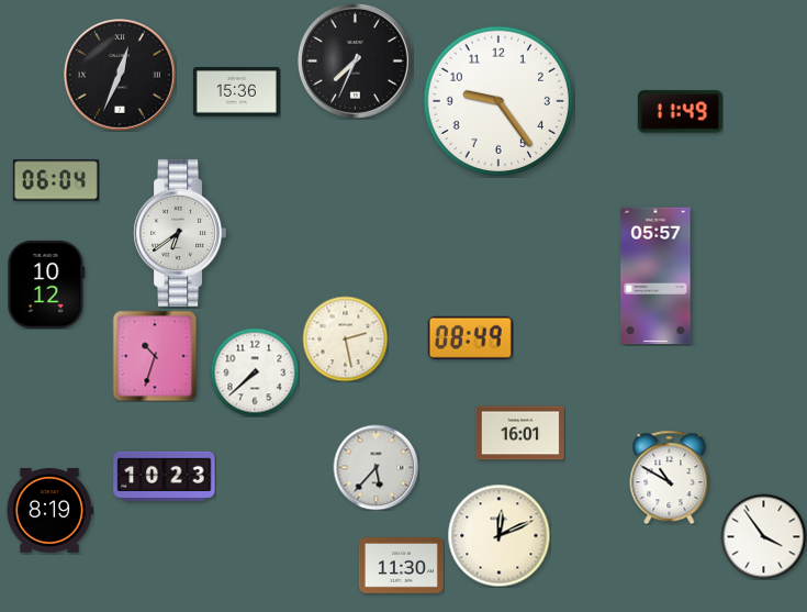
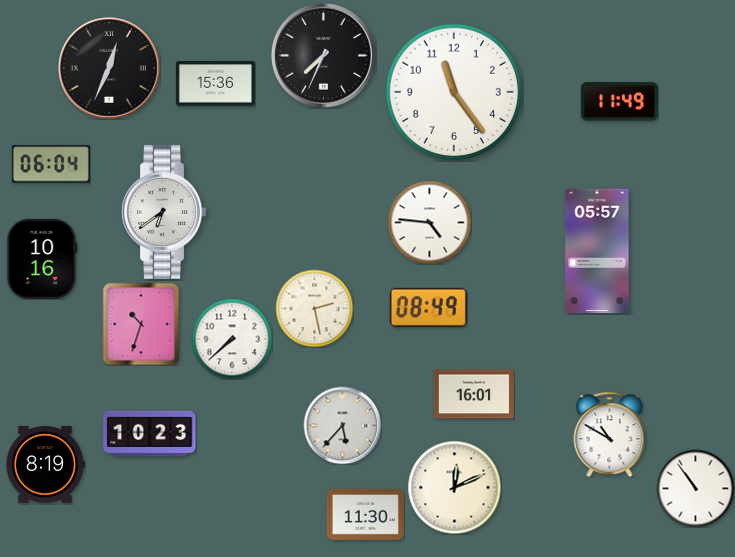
clock at (497, 100): 9:24 -> 11:24
clock at (429, 222): none -> 4:46
clock at (46, 285): 10:12 -> 10:16
clock at (763, 536): 3:54 -> 10:54
